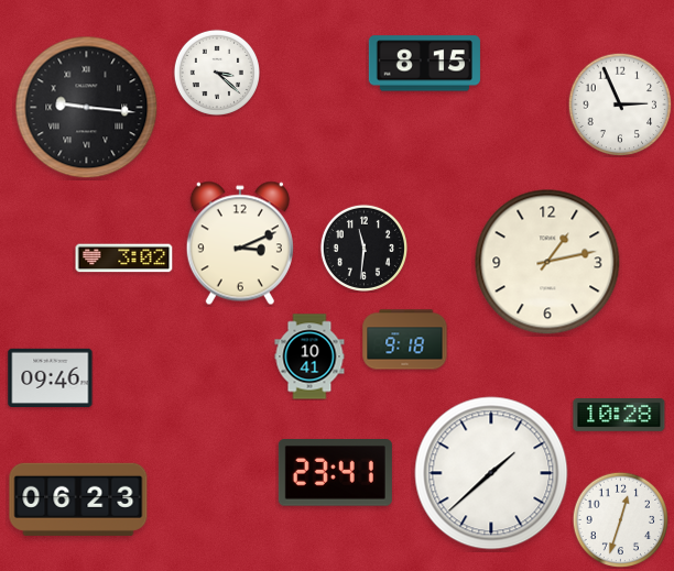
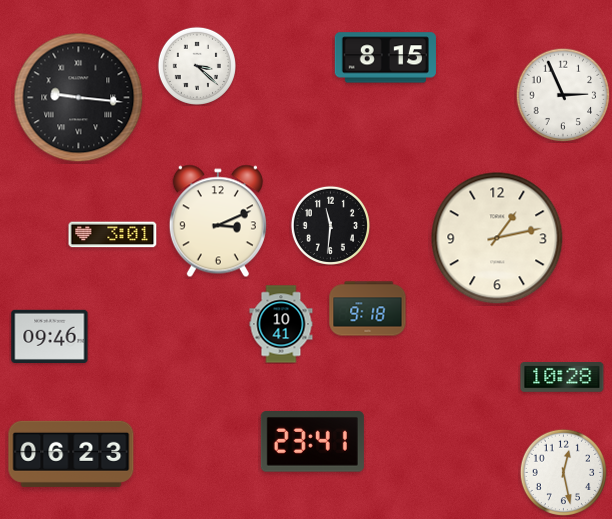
clock at (124, 259): 3:02 -> 3:01
clock at (51, 377) position: (51, 377) -> (50, 336)
clock at (335, 473) position: (335, 473) -> (312, 442)
clock at (491, 473): 1:38 -> none
clock at (620, 519): 12:33 -> 12:28
